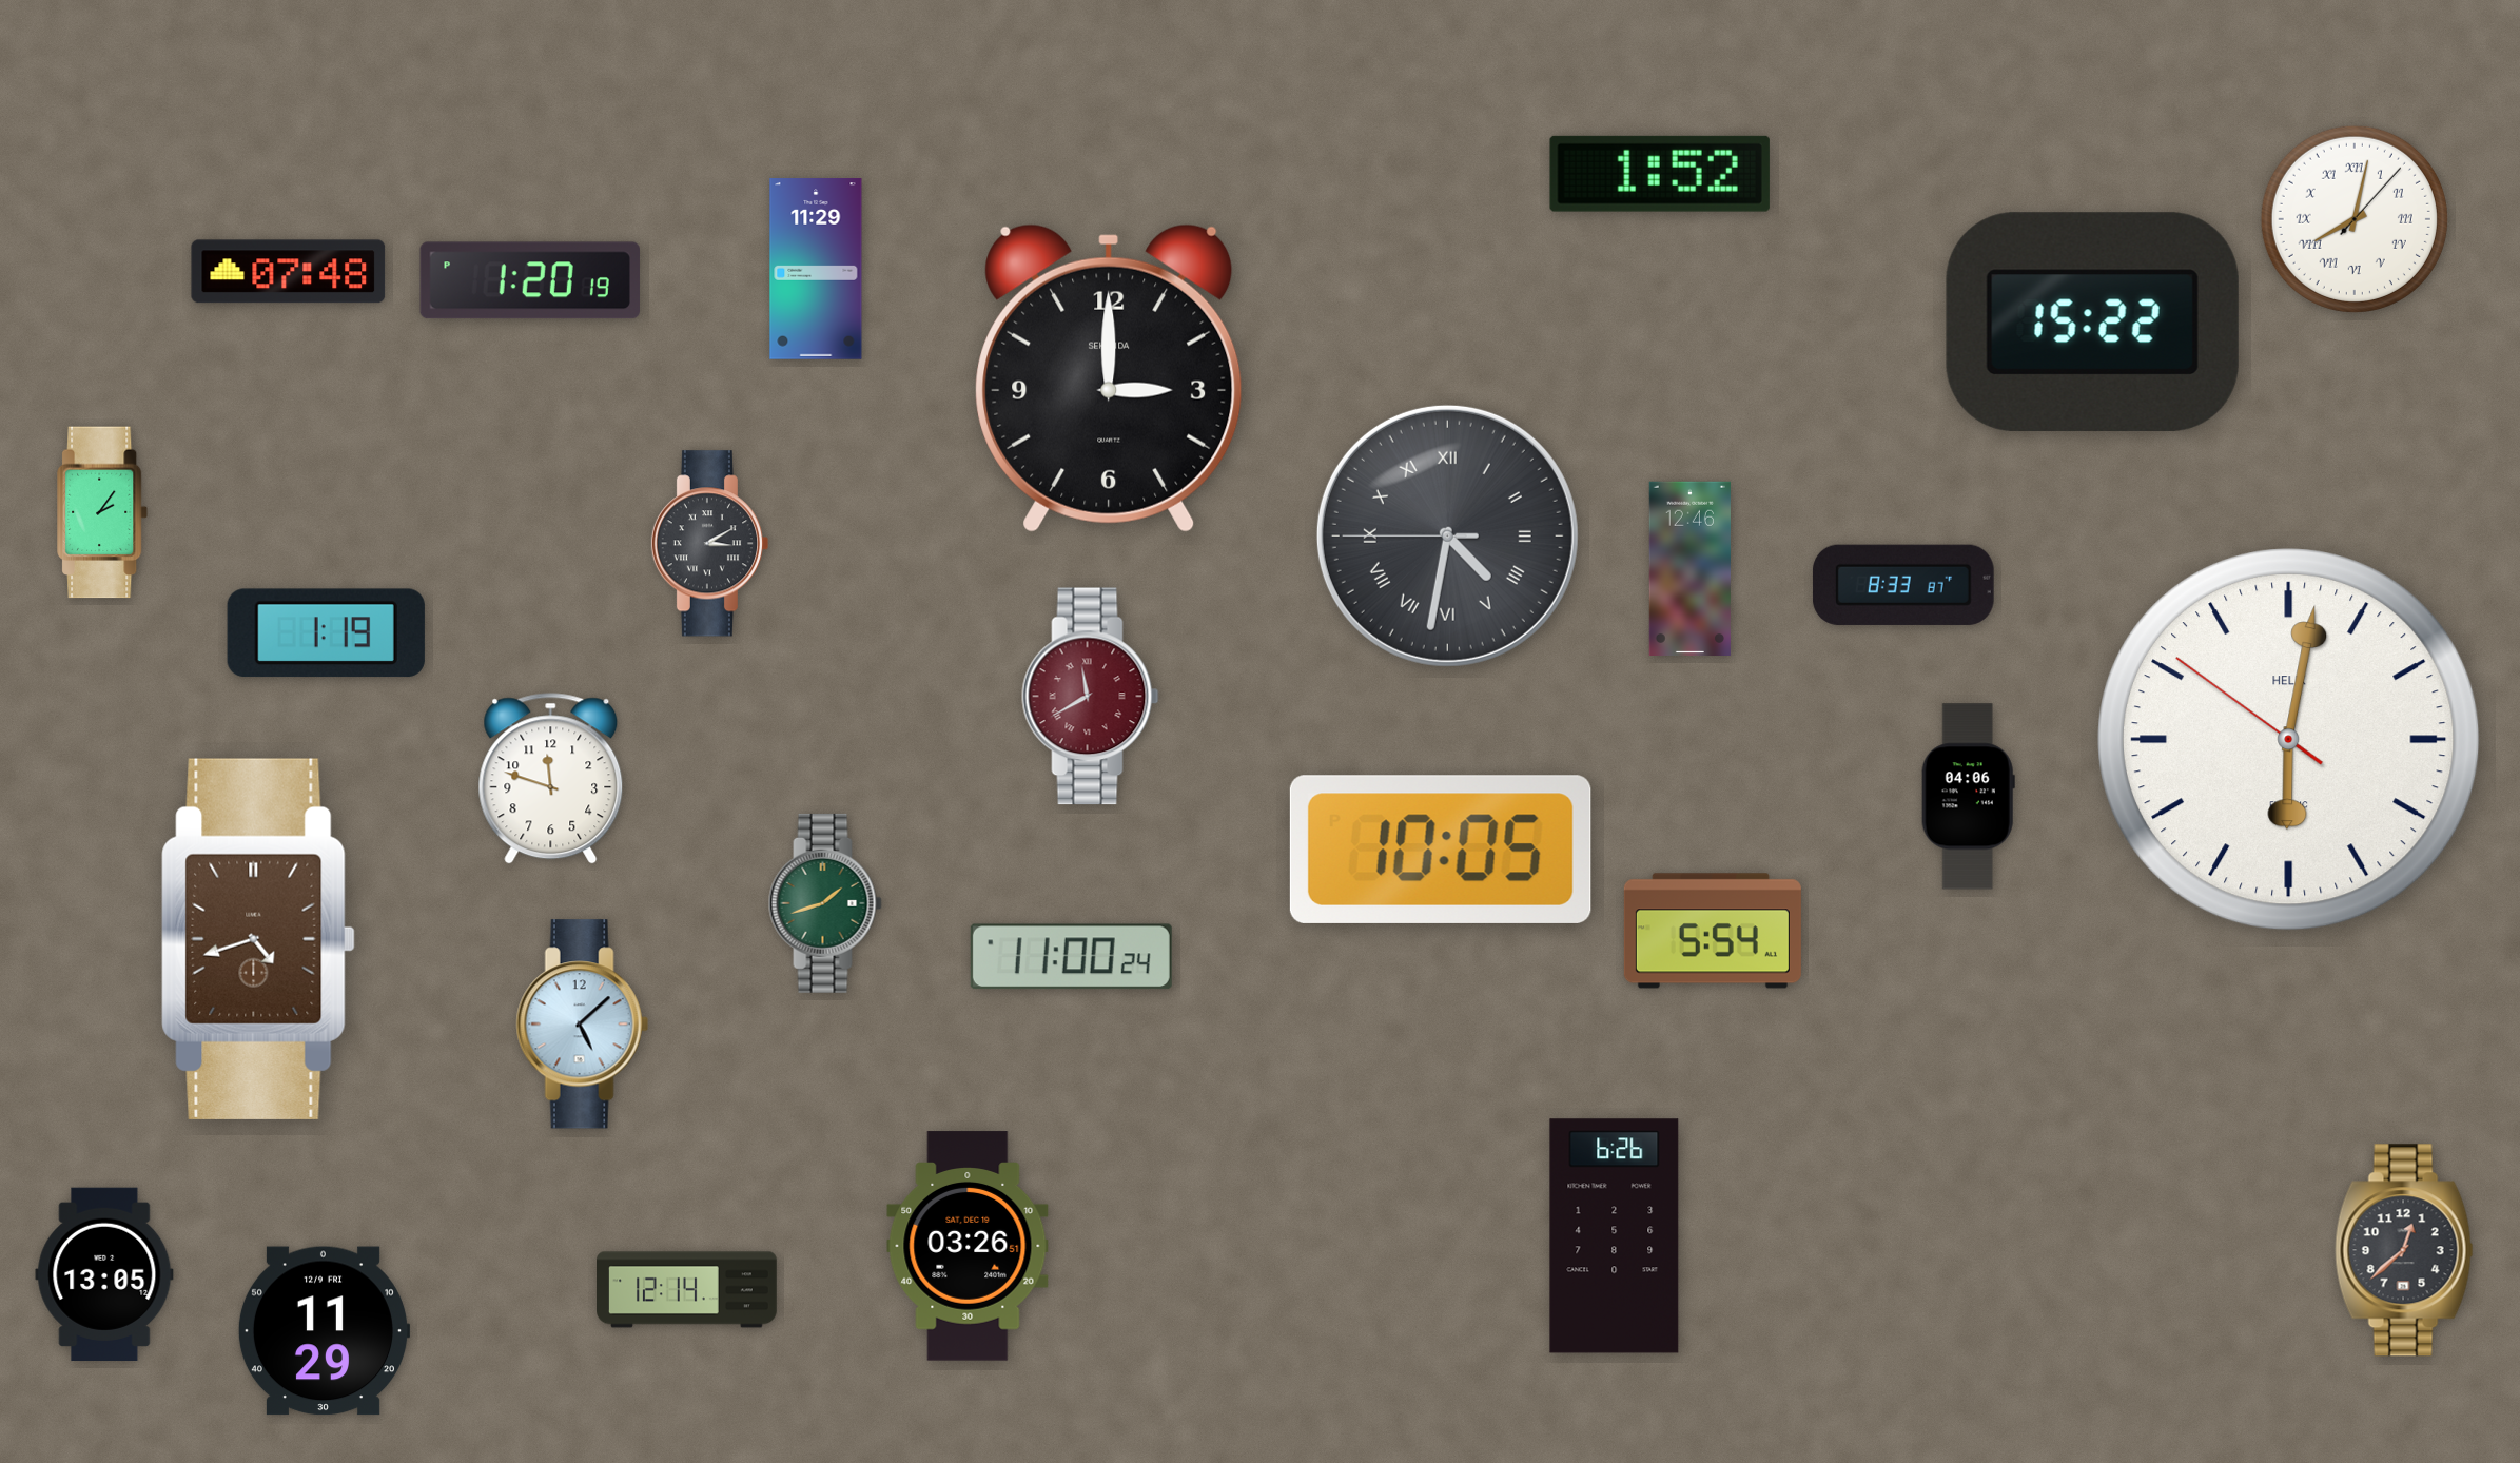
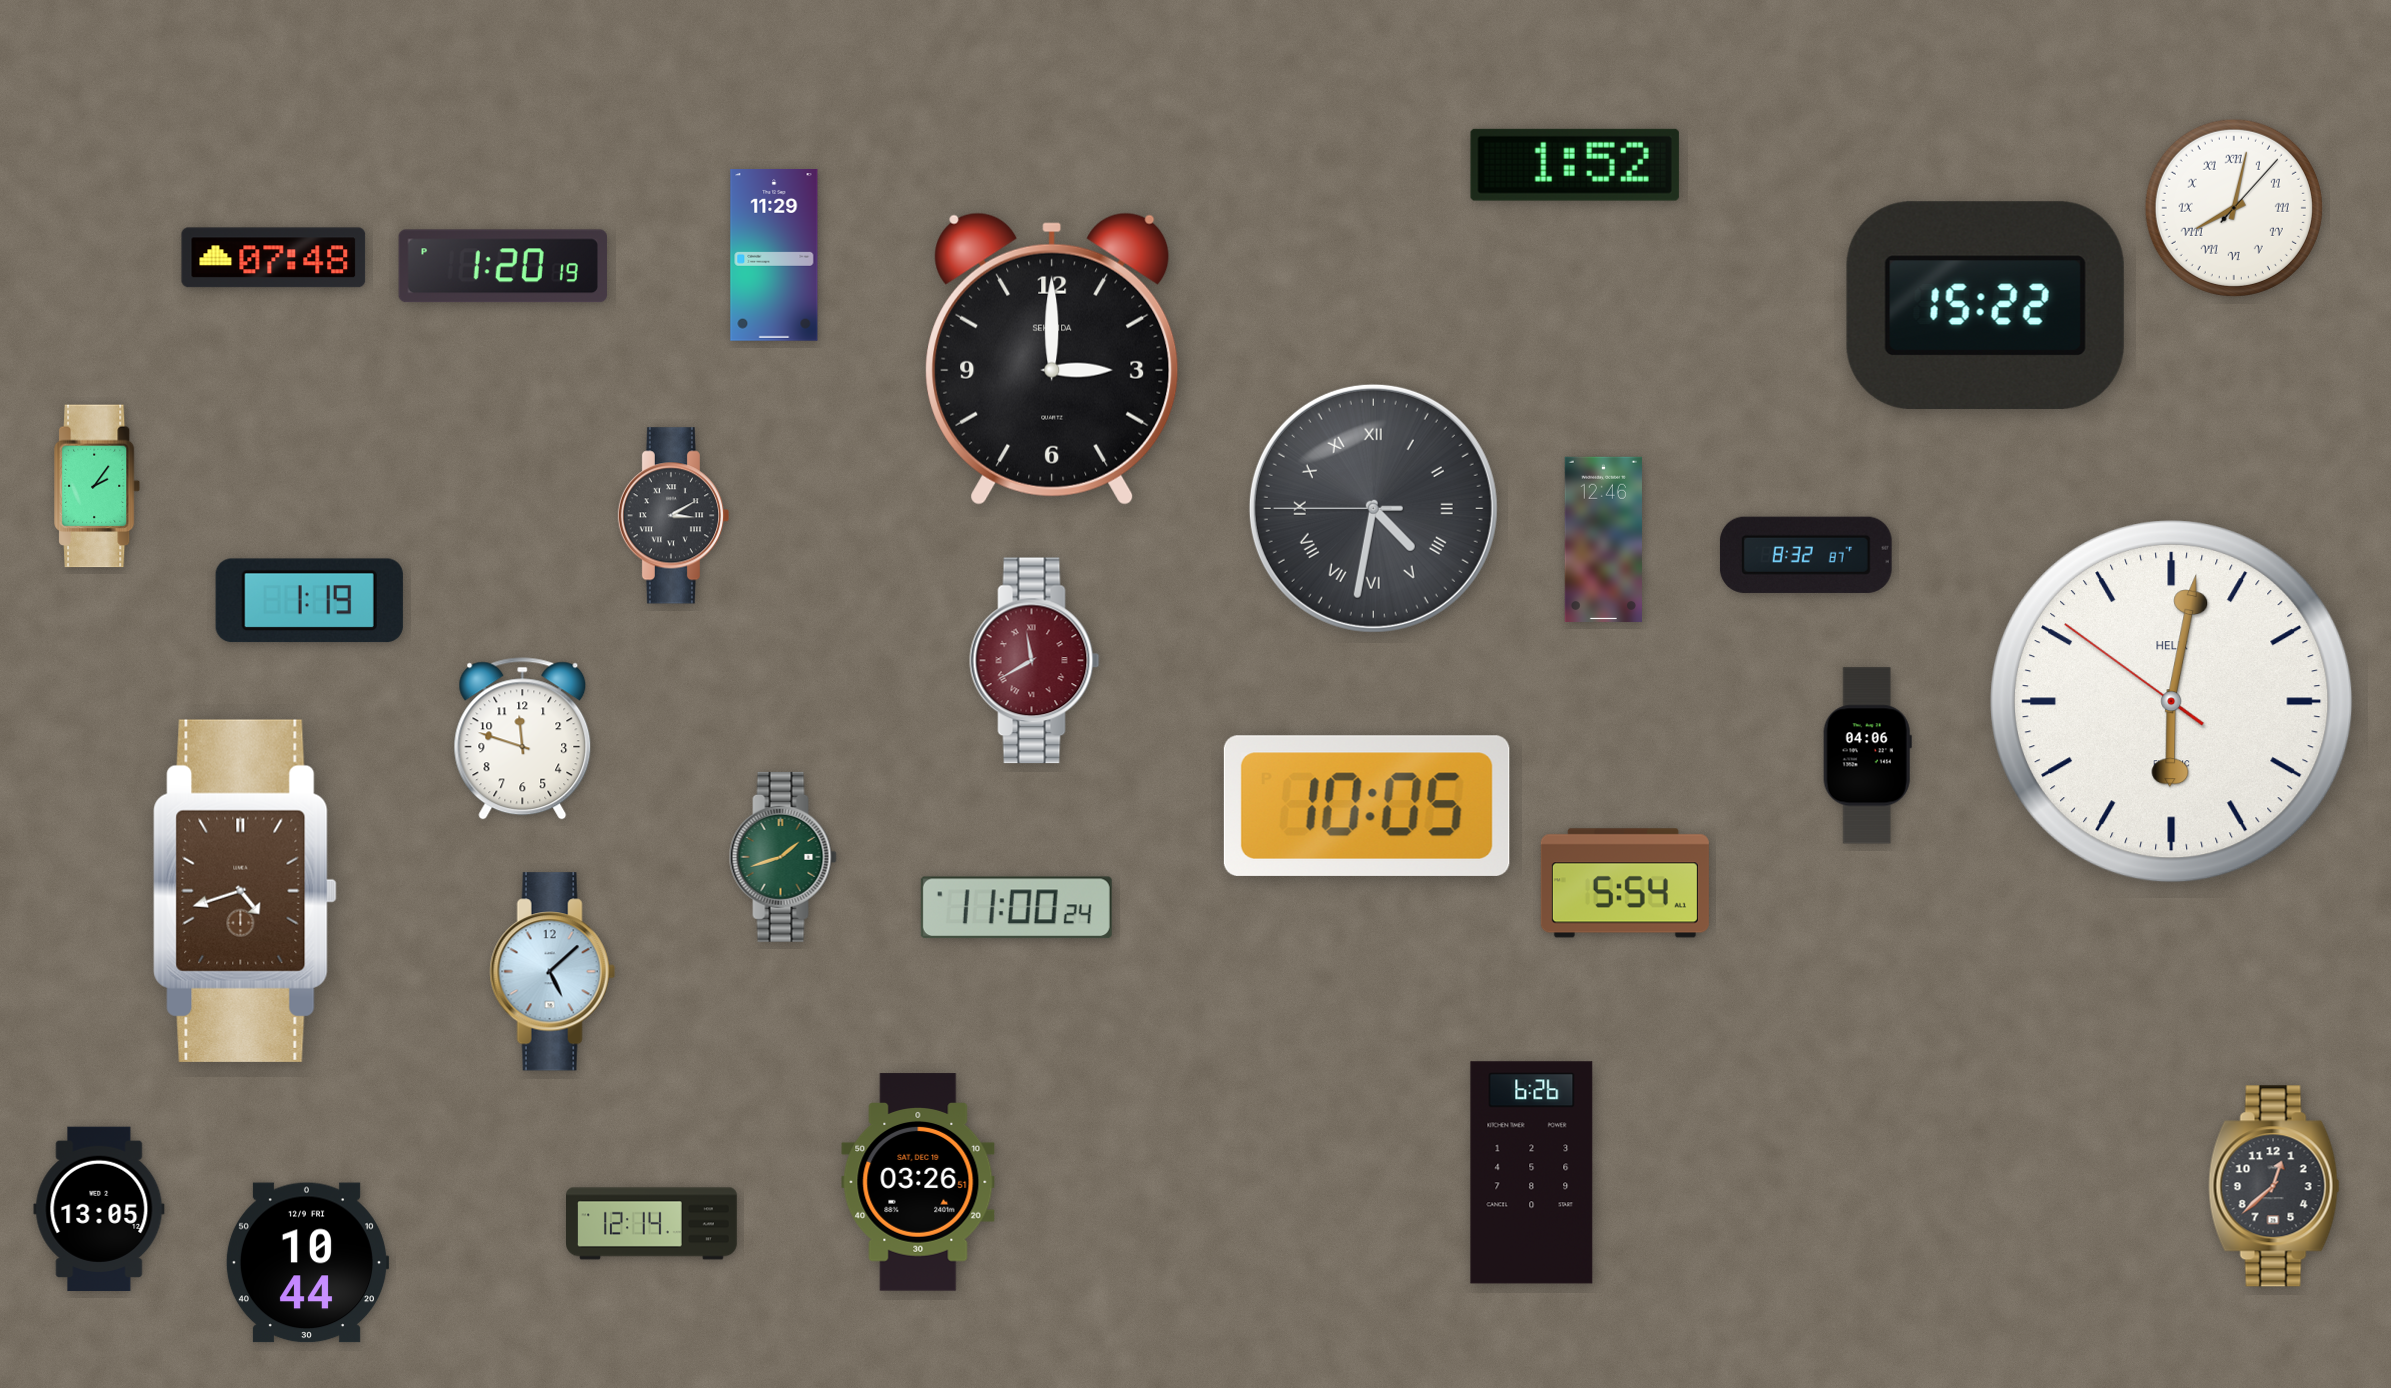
clock at (1903, 585): 8:33 -> 8:32
clock at (2404, 1250) position: (2404, 1250) -> (2274, 1186)
clock at (324, 1331): 11:29 -> 10:44
